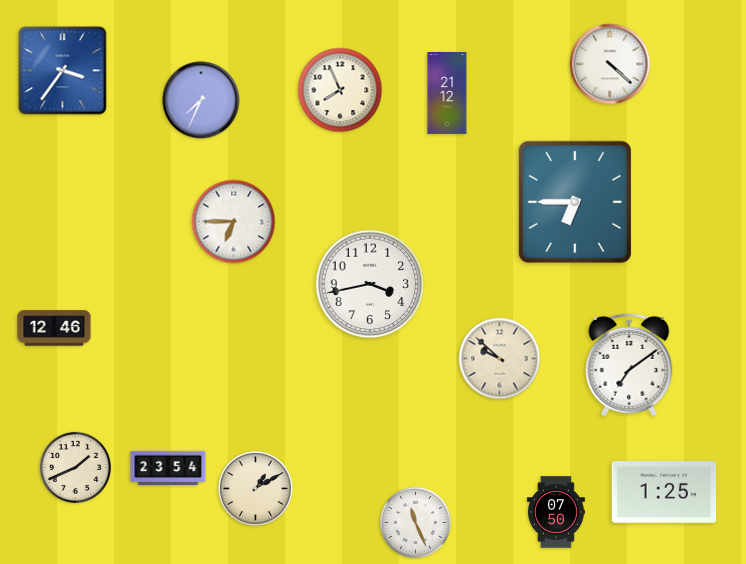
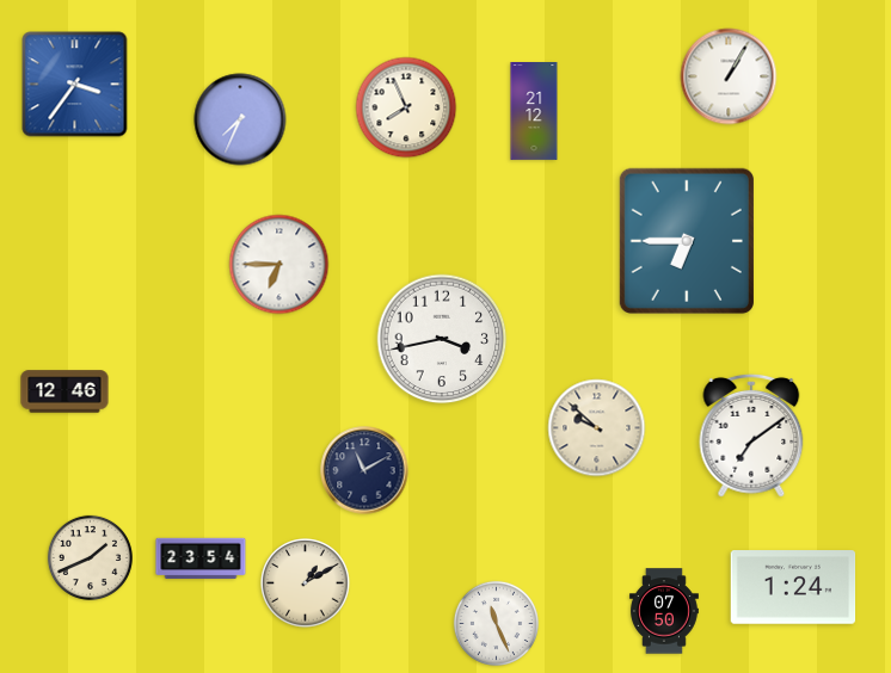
clock at (610, 64): 4:22 -> 1:05
clock at (364, 470): none -> 11:10
clock at (664, 493): 1:25 -> 1:24
